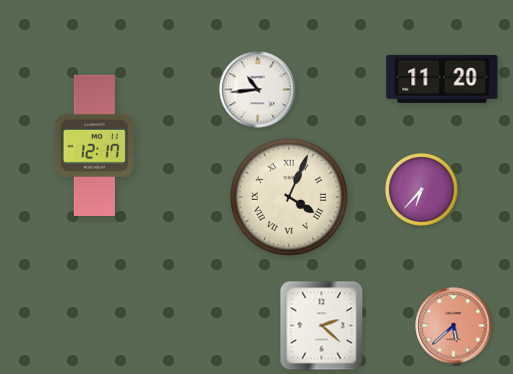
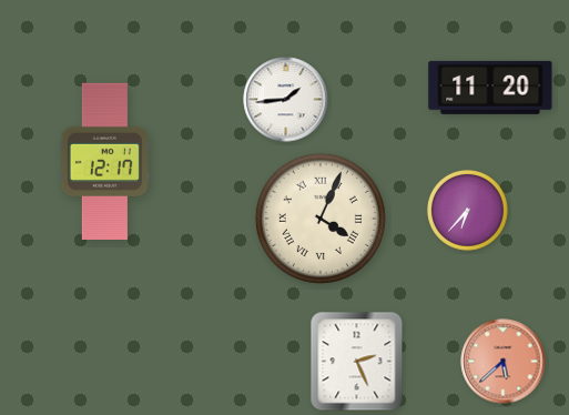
clock at (258, 90): 10:44 -> 1:44
clock at (322, 326): 2:22 -> 2:26
